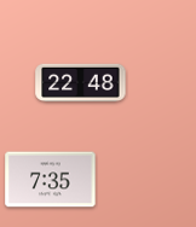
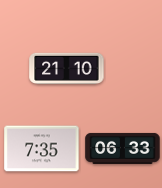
clock at (81, 82): 22:48 -> 21:10
clock at (123, 148): none -> 06:33
